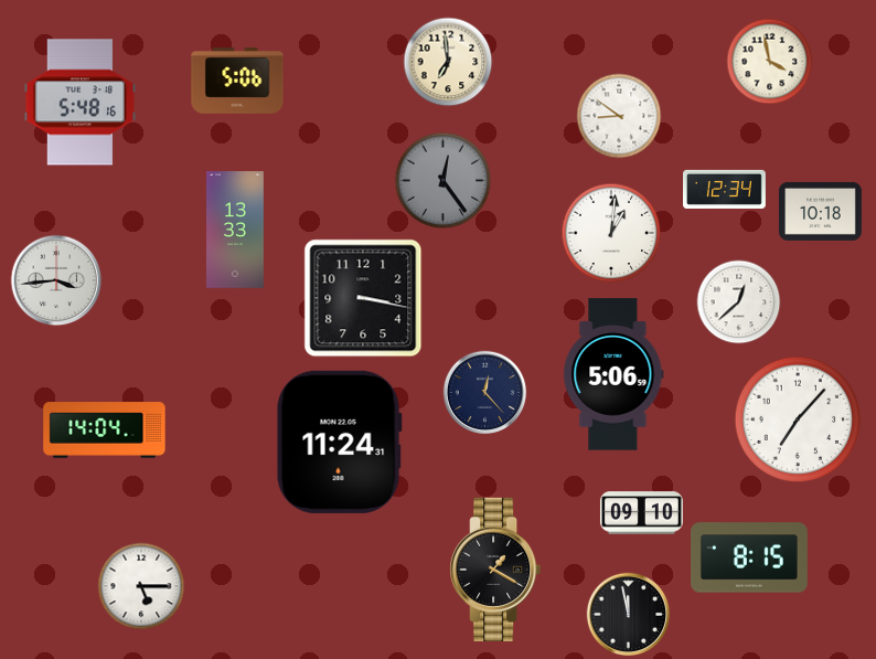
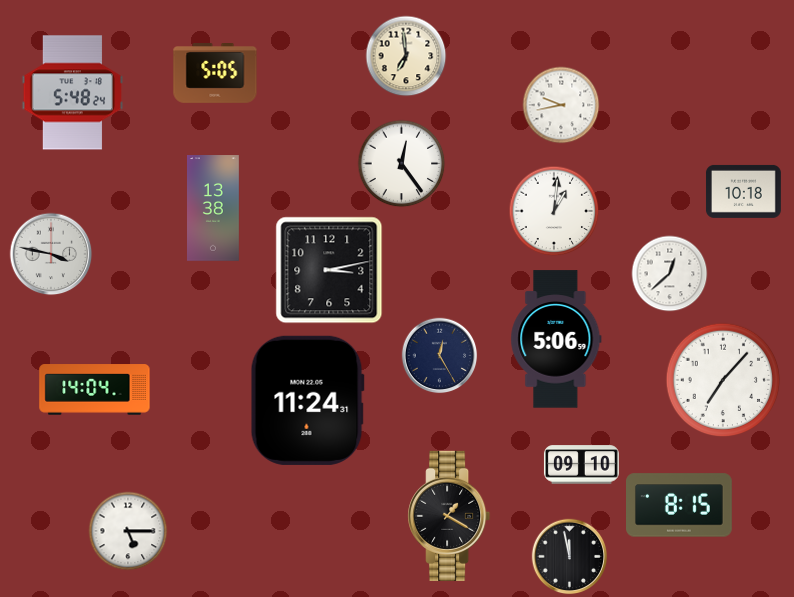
clock at (770, 62): 3:58 -> none
clock at (237, 82): 5:06 -> 5:05
clock at (81, 103): 5:48:16 -> 5:48:24
clock at (619, 116): 8:51 -> 9:43
clock at (444, 181) dial: grey -> white
clock at (725, 189): 12:34 -> none
clock at (236, 230): 13:33 -> 13:38
clock at (56, 280): 3:44 -> 3:47
clock at (363, 298): 3:17 -> 3:13
clock at (485, 393): 12:23 -> 12:25
